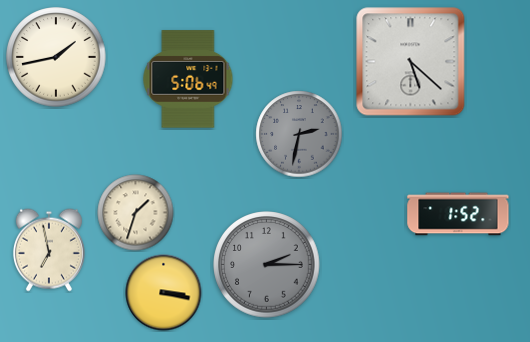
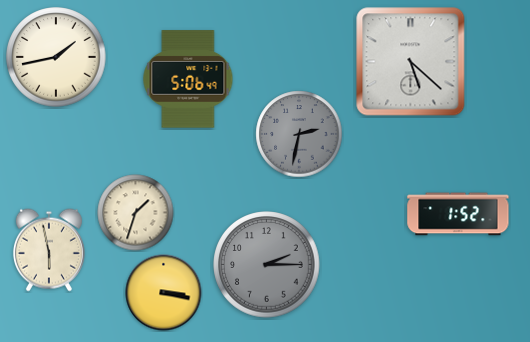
clock at (49, 250): 6:58 -> 5:58
